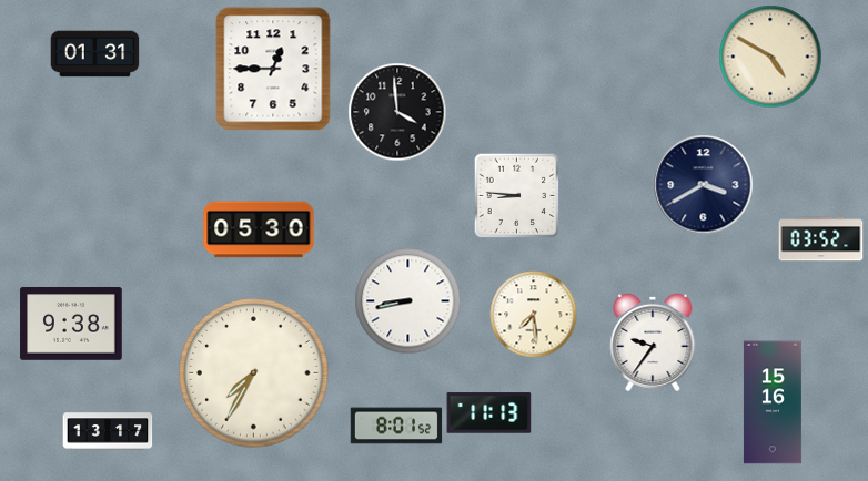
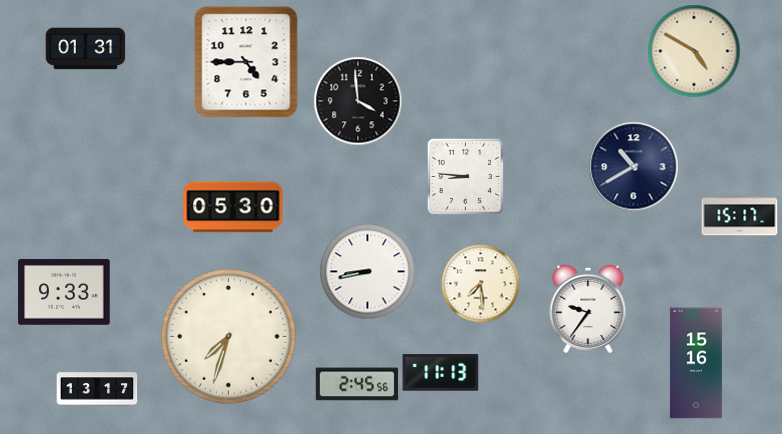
clock at (273, 69): 12:45 -> 4:45
clock at (704, 185): 3:40 -> 10:40
clock at (821, 239): 03:52 -> 15:17
clock at (71, 324): 9:38 -> 9:33
clock at (254, 373): 7:35 -> 7:33
clock at (396, 426): 8:01 -> 2:45
